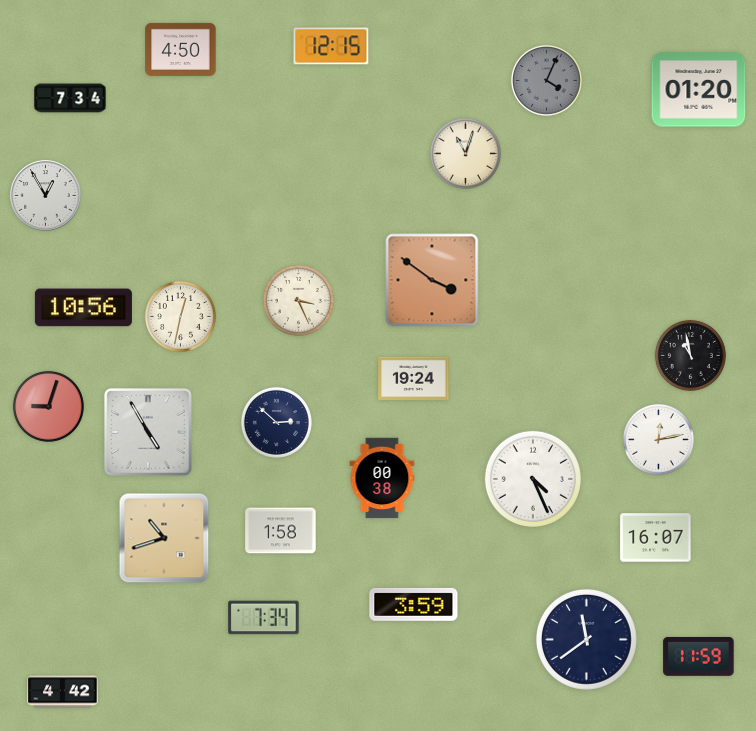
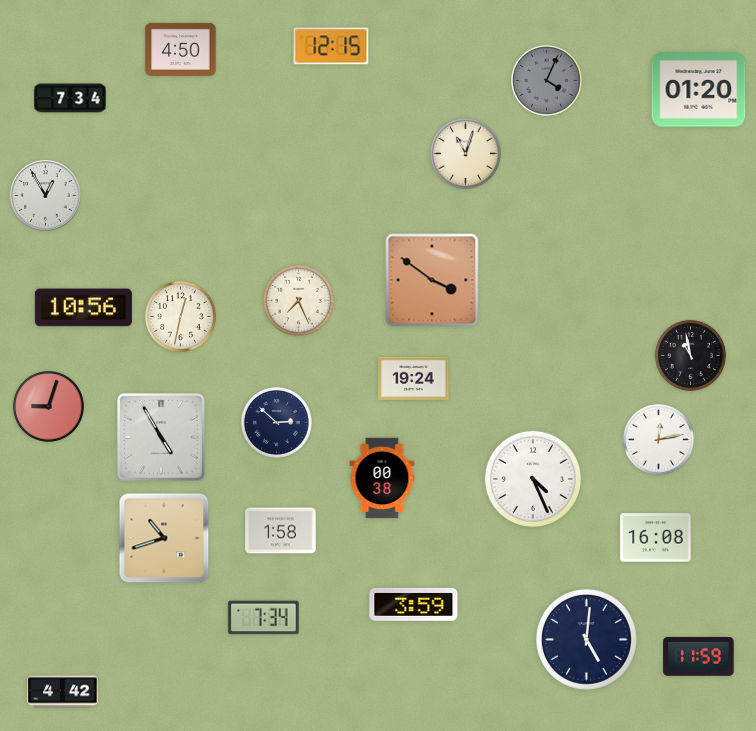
clock at (298, 300): 3:26 -> 7:26
clock at (148, 432) position: (148, 432) -> (161, 437)
clock at (656, 538): 16:07 -> 16:08
clock at (586, 639): 11:39 -> 5:01
